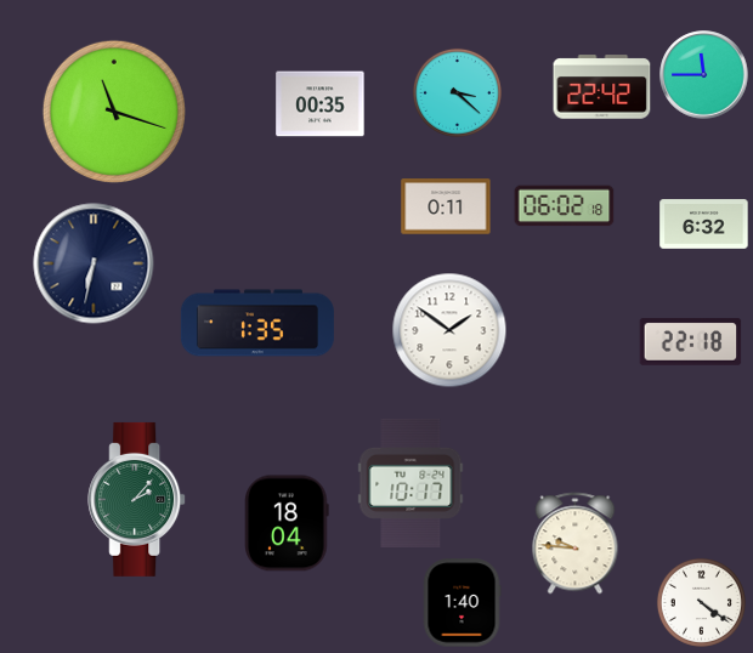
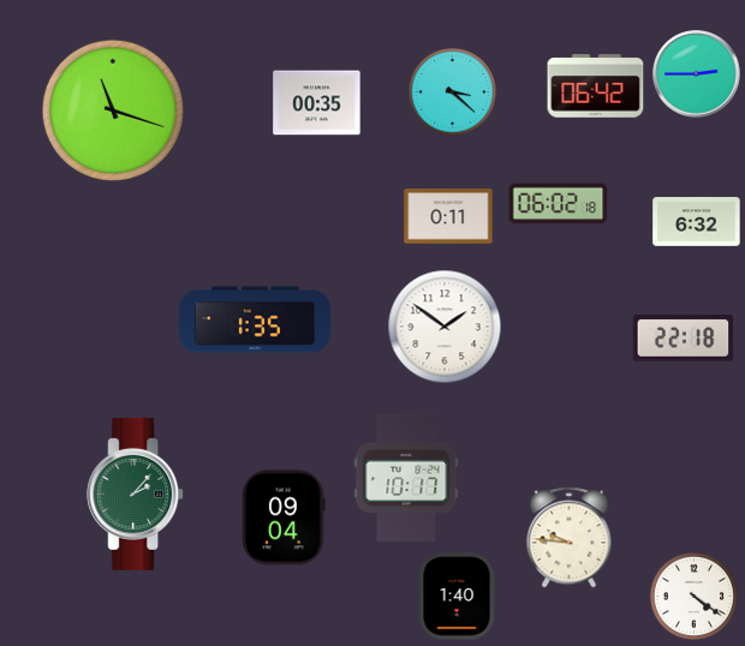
clock at (704, 75): 11:45 -> 2:45
clock at (602, 87): 22:42 -> 06:42
clock at (446, 206) position: (446, 206) -> (448, 216)
clock at (94, 263): 6:32 -> none
clock at (287, 523): 18:04 -> 09:04
